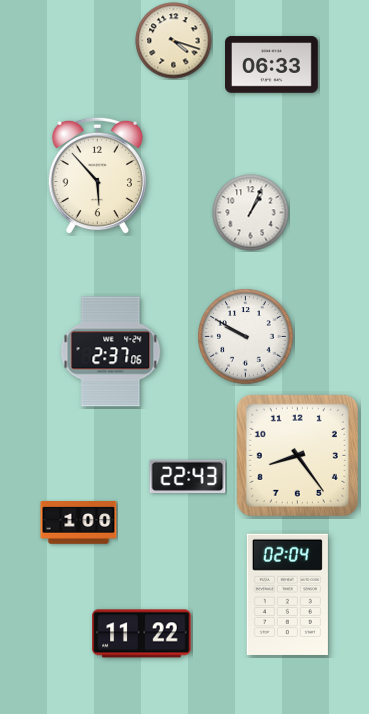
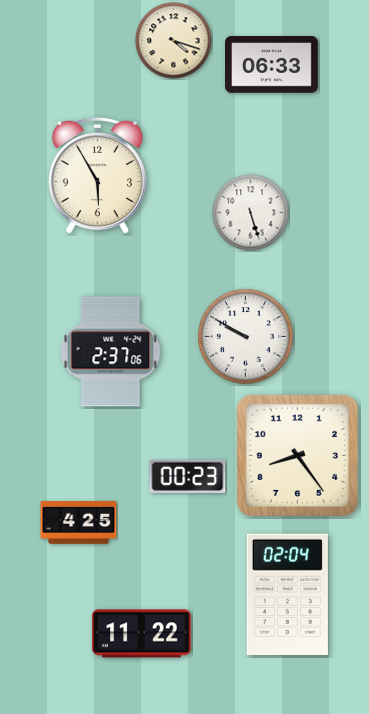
clock at (97, 176): 5:53 -> 5:55
clock at (251, 213): 1:04 -> 5:27
clock at (188, 476): 22:43 -> 00:23
clock at (79, 523): 1:00 -> 4:25
